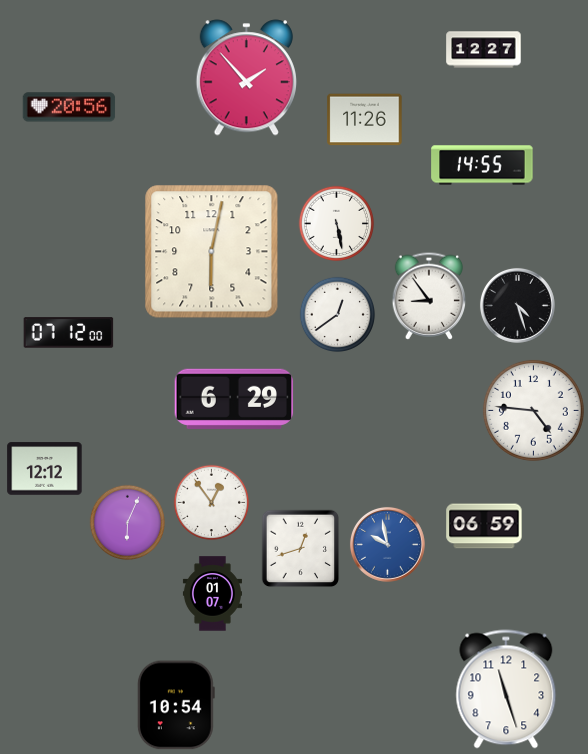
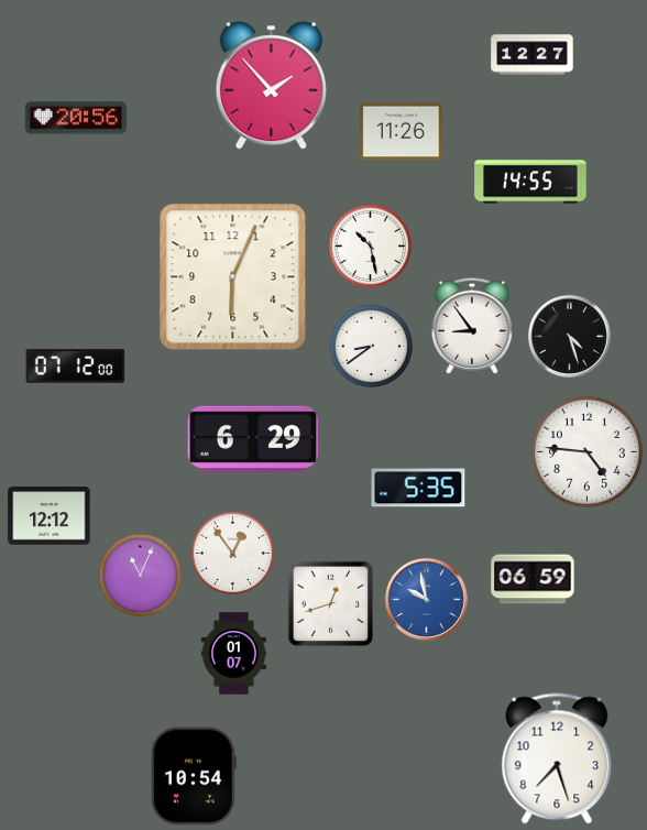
clock at (337, 224): 5:28 -> 10:28
clock at (212, 252): 6:02 -> 6:04
clock at (338, 315): 12:39 -> 8:39
clock at (234, 399) position: (234, 399) -> (253, 439)
clock at (418, 488): none -> 5:35
clock at (128, 523): 6:04 -> 11:04
clock at (506, 689): 11:27 -> 7:27
